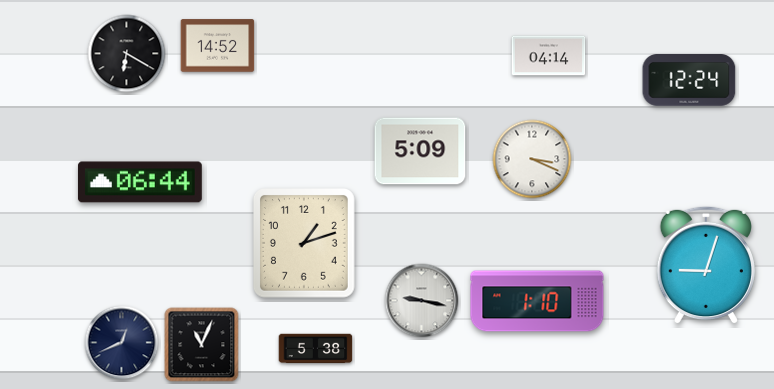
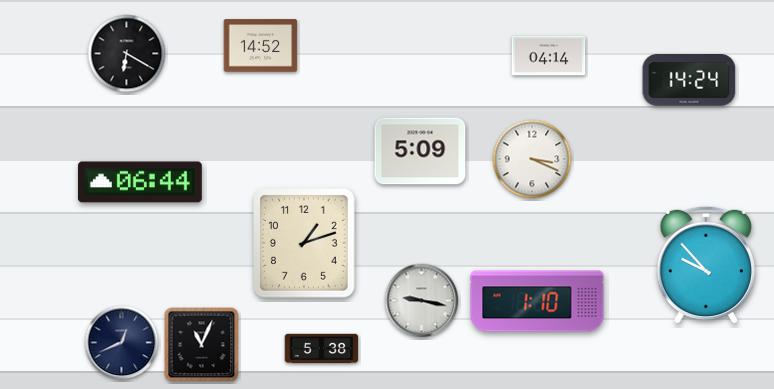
clock at (218, 46) position: (218, 46) -> (261, 46)
clock at (689, 81): 12:24 -> 14:24
clock at (706, 265): 9:03 -> 9:53
clock at (316, 349) position: (316, 349) -> (322, 349)
